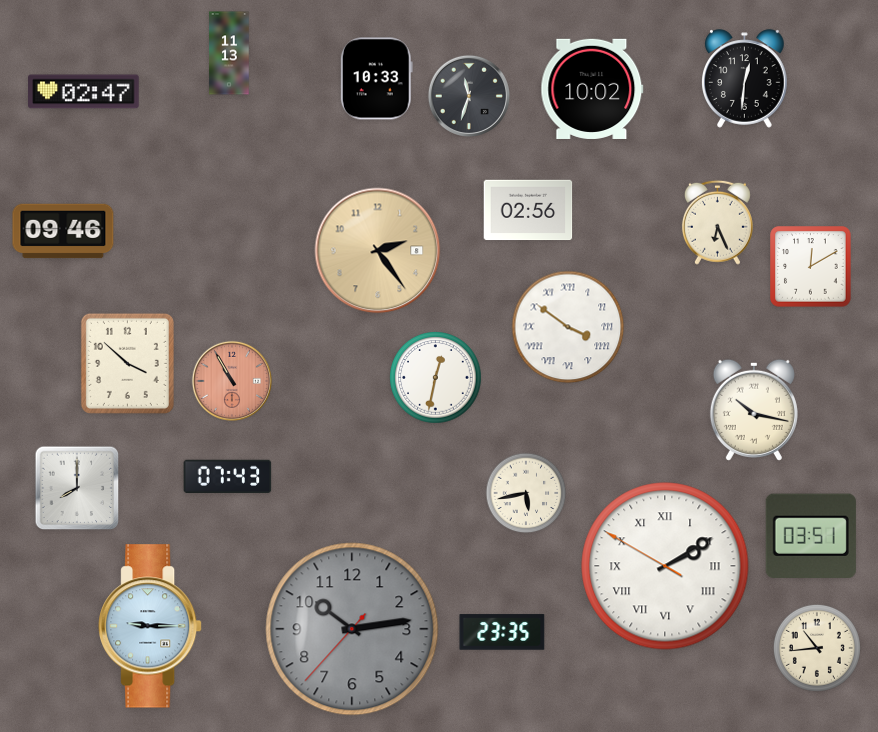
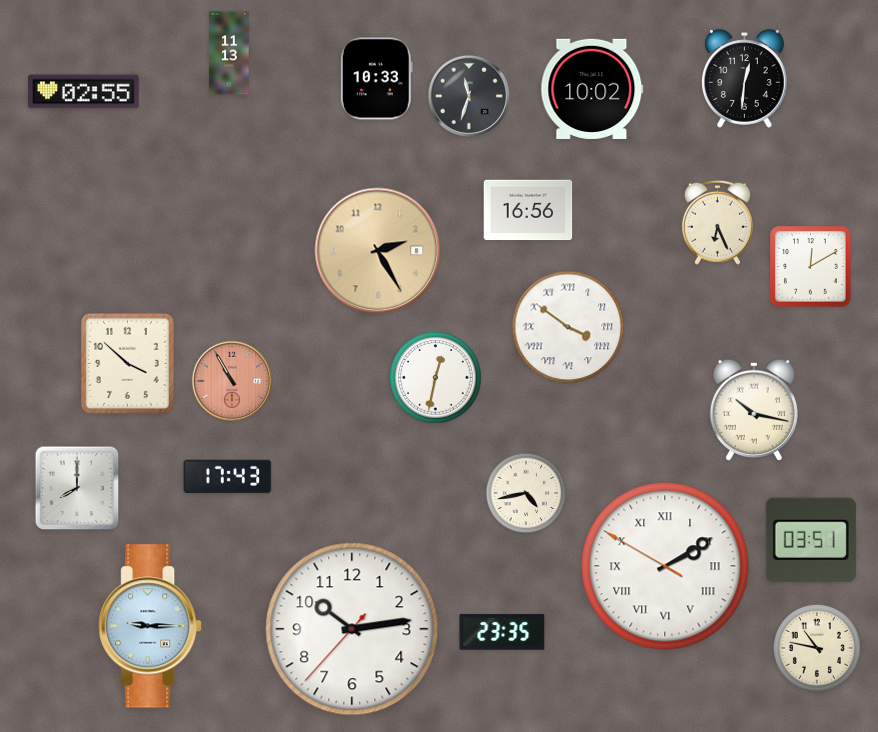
clock at (84, 92): 02:47 -> 02:55
clock at (528, 210): 02:56 -> 16:56
clock at (63, 231): 09:46 -> none
clock at (378, 251): 2:24 -> 2:25
clock at (228, 477): 07:43 -> 17:43
clock at (526, 493): 5:43 -> 4:43
clock at (811, 535) position: (811, 535) -> (811, 539)
clock at (352, 629) dial: grey -> white
clock at (817, 648): 10:44 -> 10:47
